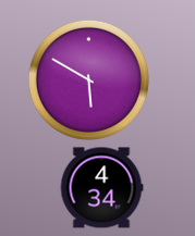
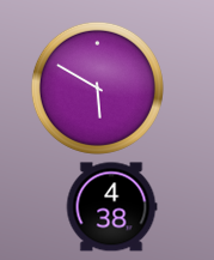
clock at (101, 188): 4:34 -> 4:38
